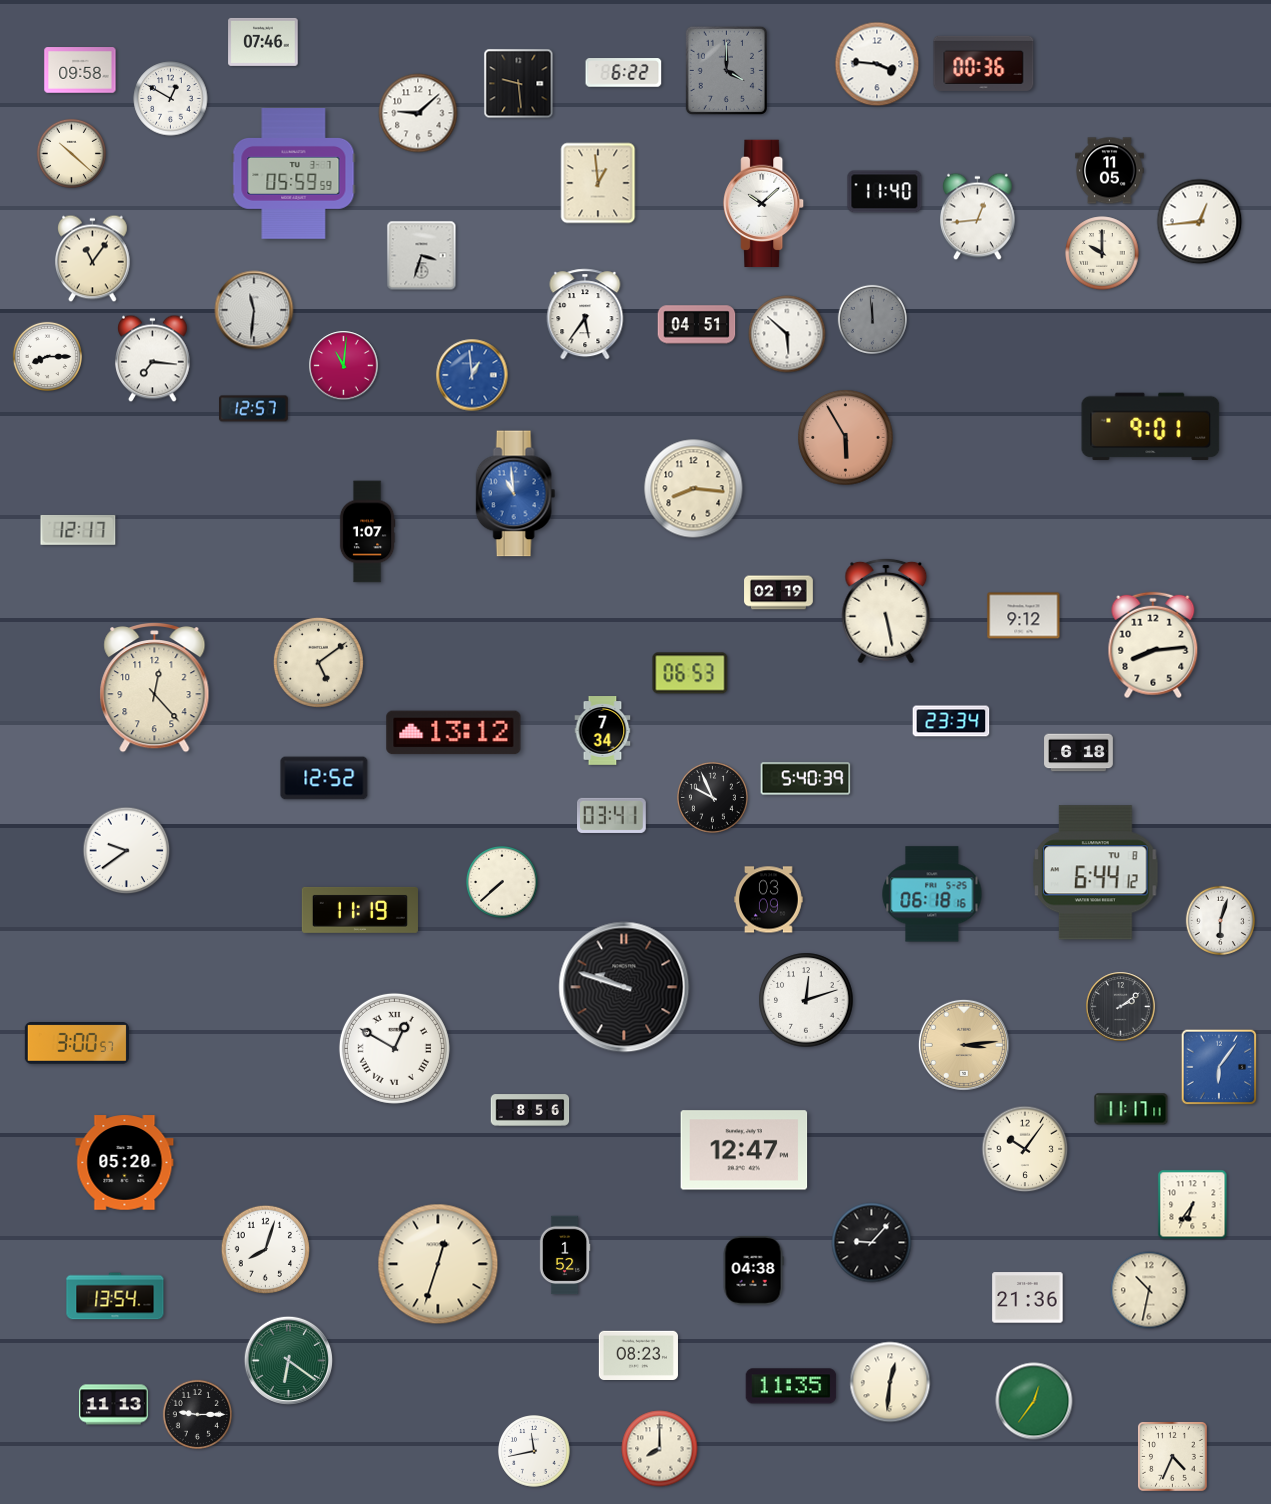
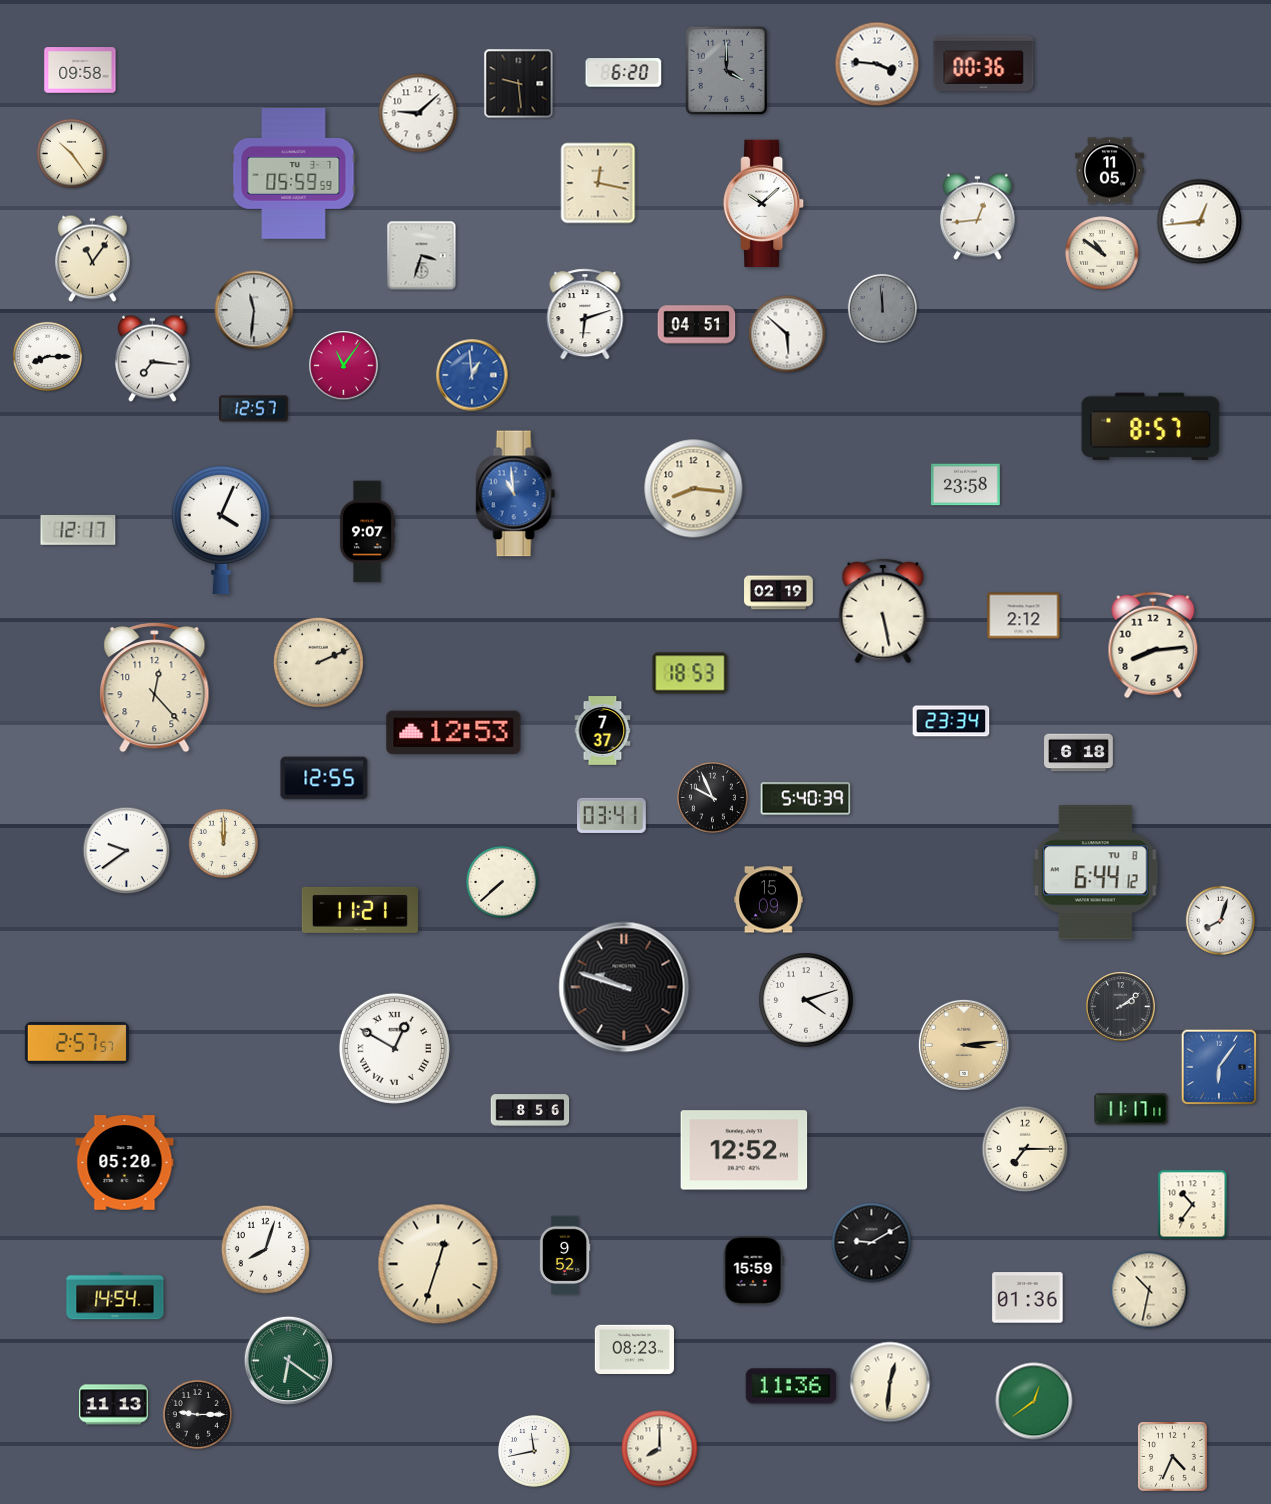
clock at (263, 42): 07:46 -> none
clock at (624, 73): 6:22 -> 6:20
clock at (171, 99): 12:50 -> none
clock at (71, 153): 10:22 -> 10:24
clock at (598, 183): 12:59 -> 12:17
clock at (885, 192): 11:40 -> none
clock at (1102, 253): 10:00 -> 10:51
clock at (585, 314): 5:36 -> 6:12
clock at (872, 319) position: (872, 319) -> (882, 308)
clock at (344, 366): 11:01 -> 11:06
clock at (1151, 427): 9:01 -> 8:57
clock at (846, 438): 5:55 -> none
clock at (966, 485): none -> 23:58
clock at (221, 529): none -> 4:04
clock at (367, 532): 1:07 -> 9:07
clock at (886, 611) position: (886, 611) -> (883, 611)
clock at (1024, 616): 9:12 -> 2:12
clock at (318, 662): 5:09 -> 2:11
clock at (690, 673): 06:53 -> 18:53
clock at (603, 731): 7:34 -> 7:37
clock at (454, 733): 13:12 -> 12:53
clock at (324, 778): 12:52 -> 12:55
clock at (806, 779) position: (806, 779) -> (806, 799)
clock at (223, 843): none -> 12:00
clock at (932, 894): 06:18 -> none
clock at (769, 900): 03:09 -> 15:09
clock at (360, 910): 11:19 -> 11:21
clock at (1220, 920): 6:03 -> 8:03
clock at (806, 1000): 12:12 -> 4:12
clock at (77, 1043): 3:00 -> 2:57
clock at (1025, 1149): 10:06 -> 7:15
clock at (744, 1150): 12:47 -> 12:52
clock at (1193, 1205): 6:36 -> 10:36
clock at (872, 1243): 9:07 -> 9:10
clock at (565, 1255): 1:52 -> 9:52
clock at (753, 1271): 04:38 -> 15:59
clock at (115, 1296): 13:54 -> 14:54
clock at (1028, 1298): 21:36 -> 01:36
clock at (638, 1355) position: (638, 1355) -> (634, 1349)
clock at (791, 1386): 11:35 -> 11:36
clock at (1034, 1401): 12:36 -> 12:39
